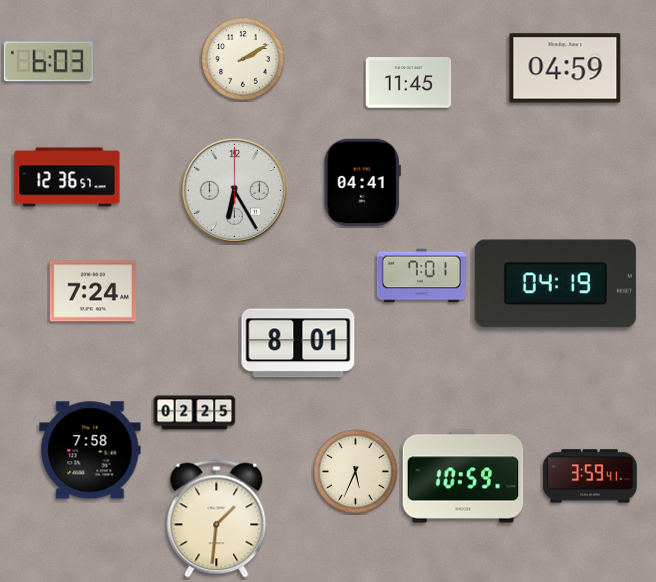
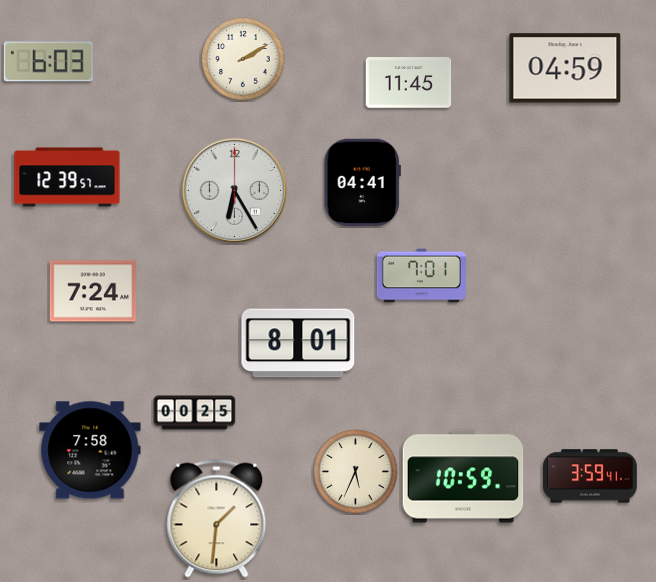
clock at (67, 177): 12:36 -> 12:39
clock at (555, 284): 04:19 -> none
clock at (195, 413): 02:25 -> 00:25
